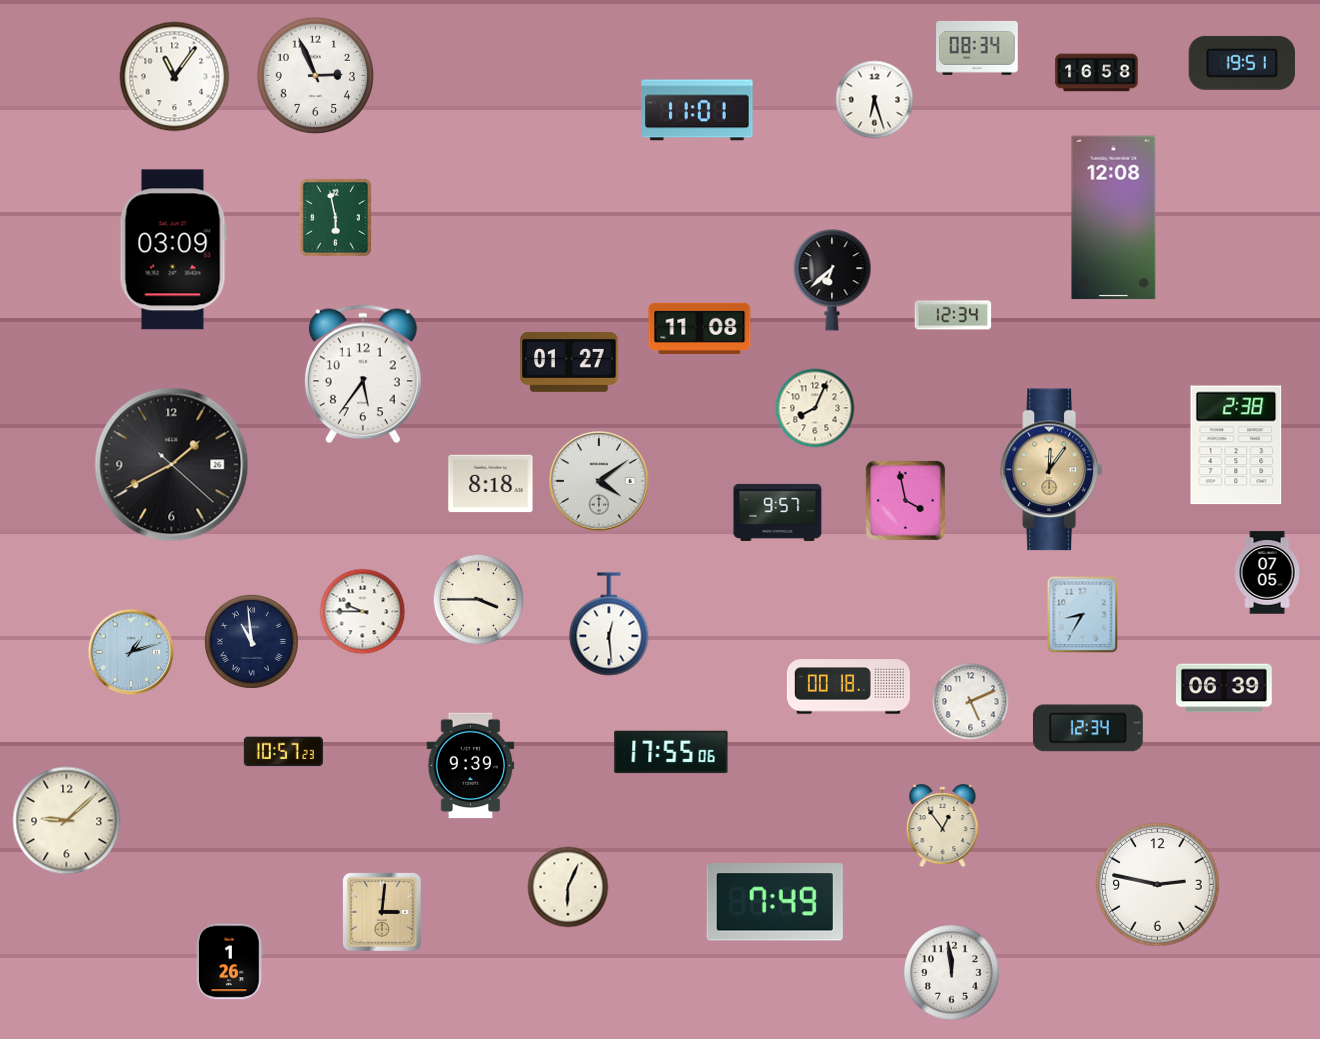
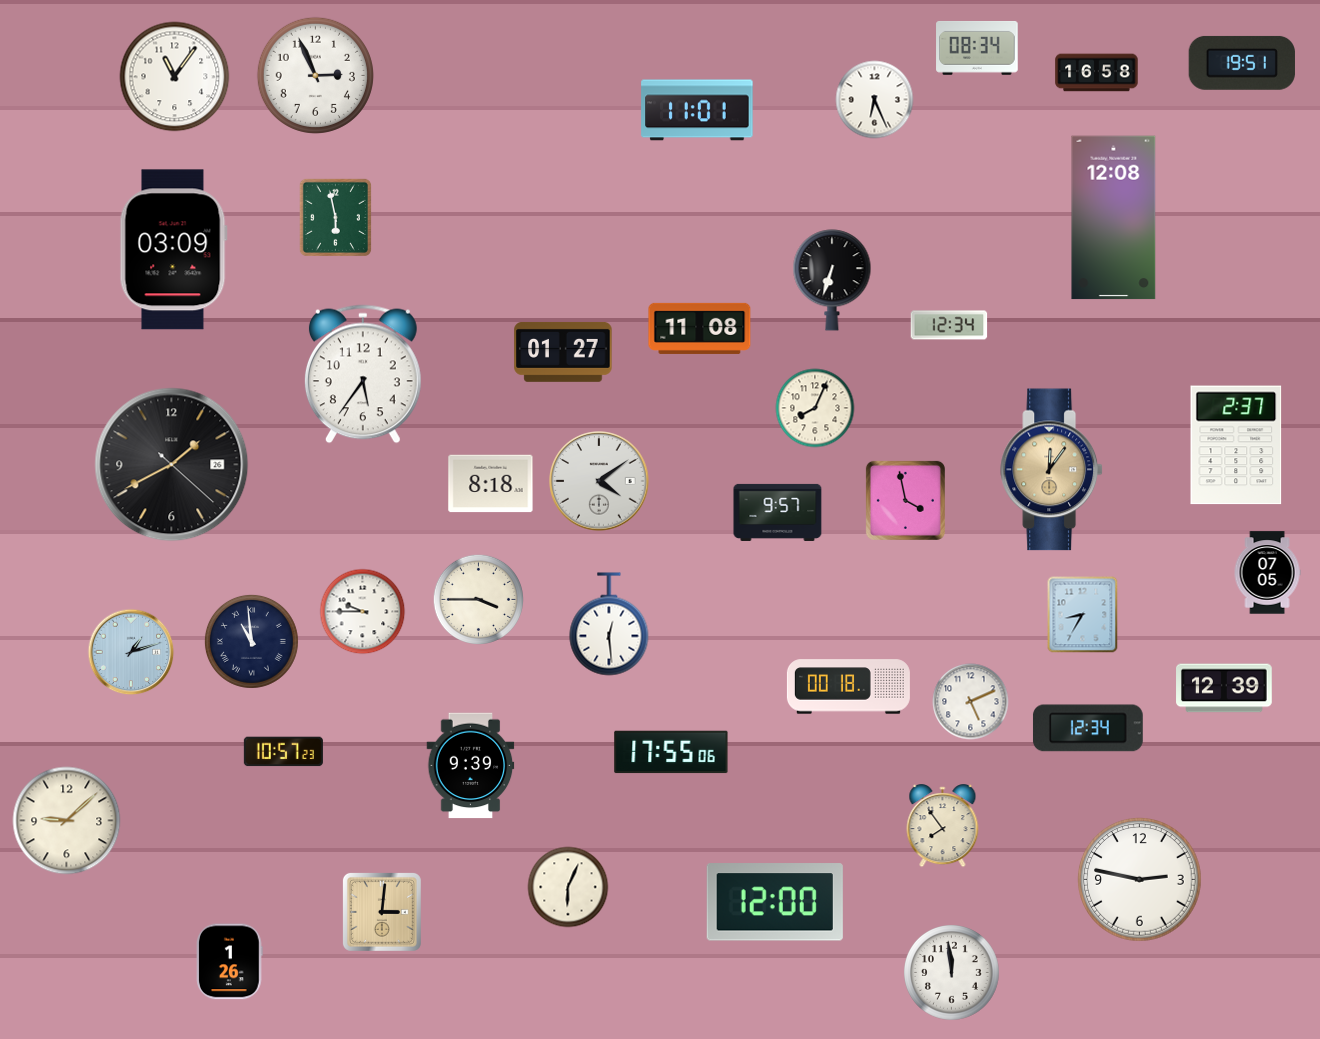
clock at (875, 100): 6:27 -> 6:26
clock at (832, 280): 6:38 -> 6:33
clock at (953, 315) position: (953, 315) -> (949, 325)
clock at (569, 362) position: (569, 362) -> (563, 352)
clock at (1236, 445): 2:38 -> 2:37
clock at (1224, 688): 06:39 -> 12:39
clock at (943, 826): 12:54 -> 7:54
clock at (1158, 885) position: (1158, 885) -> (1140, 880)
clock at (775, 902): 7:49 -> 12:00
